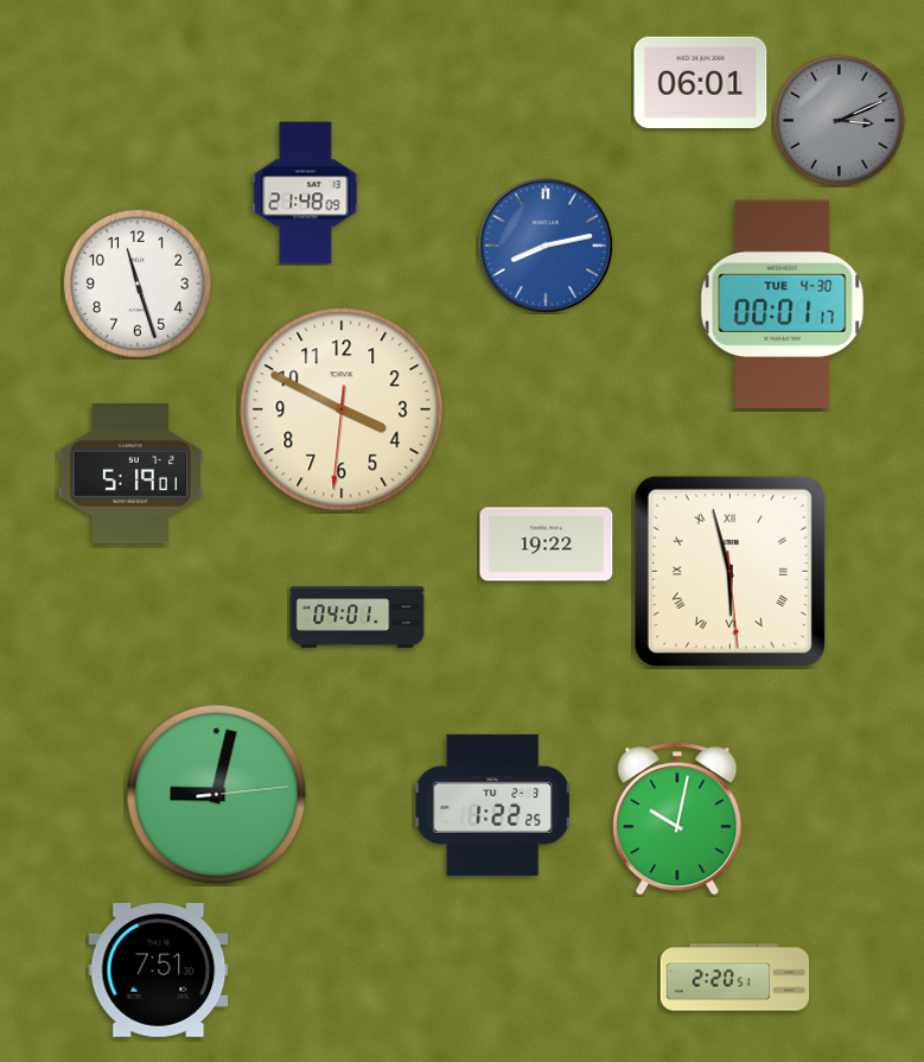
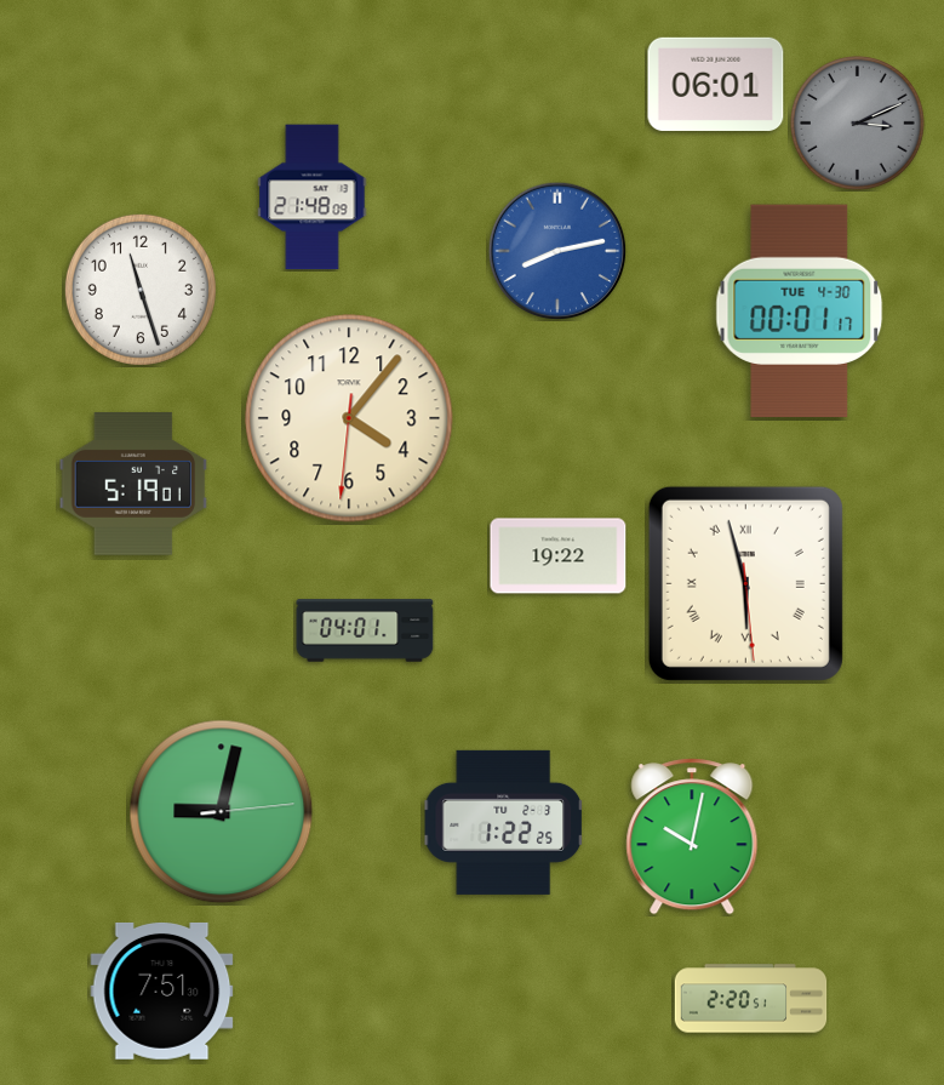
clock at (342, 409): 3:49 -> 4:06
